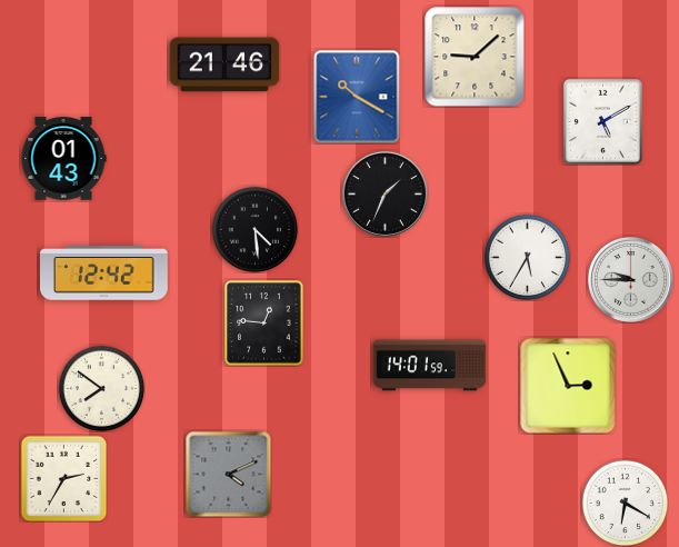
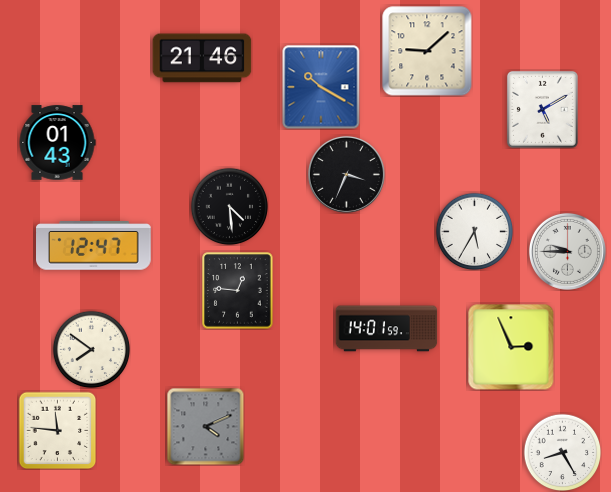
clock at (385, 193): 1:34 -> 3:34
clock at (104, 273): 12:42 -> 12:47
clock at (63, 478): 2:35 -> 11:46
clock at (625, 503): 6:20 -> 8:25
